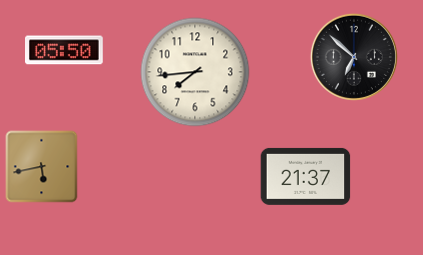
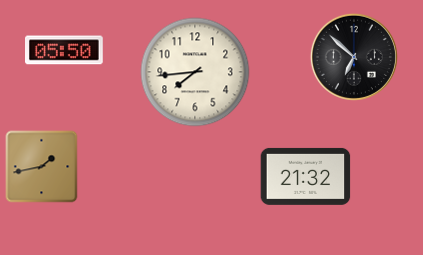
clock at (42, 167): 5:43 -> 1:43
clock at (306, 176): 21:37 -> 21:32
